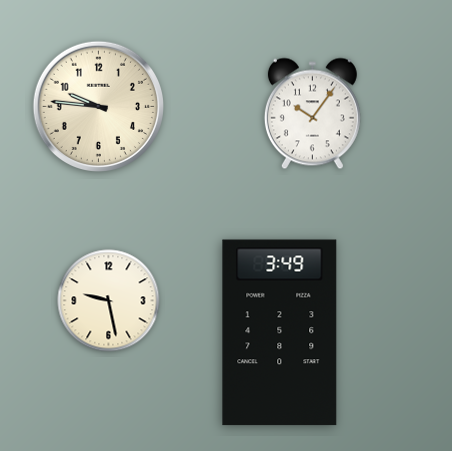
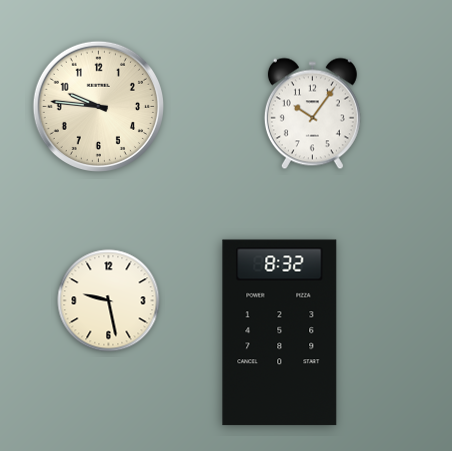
clock at (280, 333): 3:49 -> 8:32
